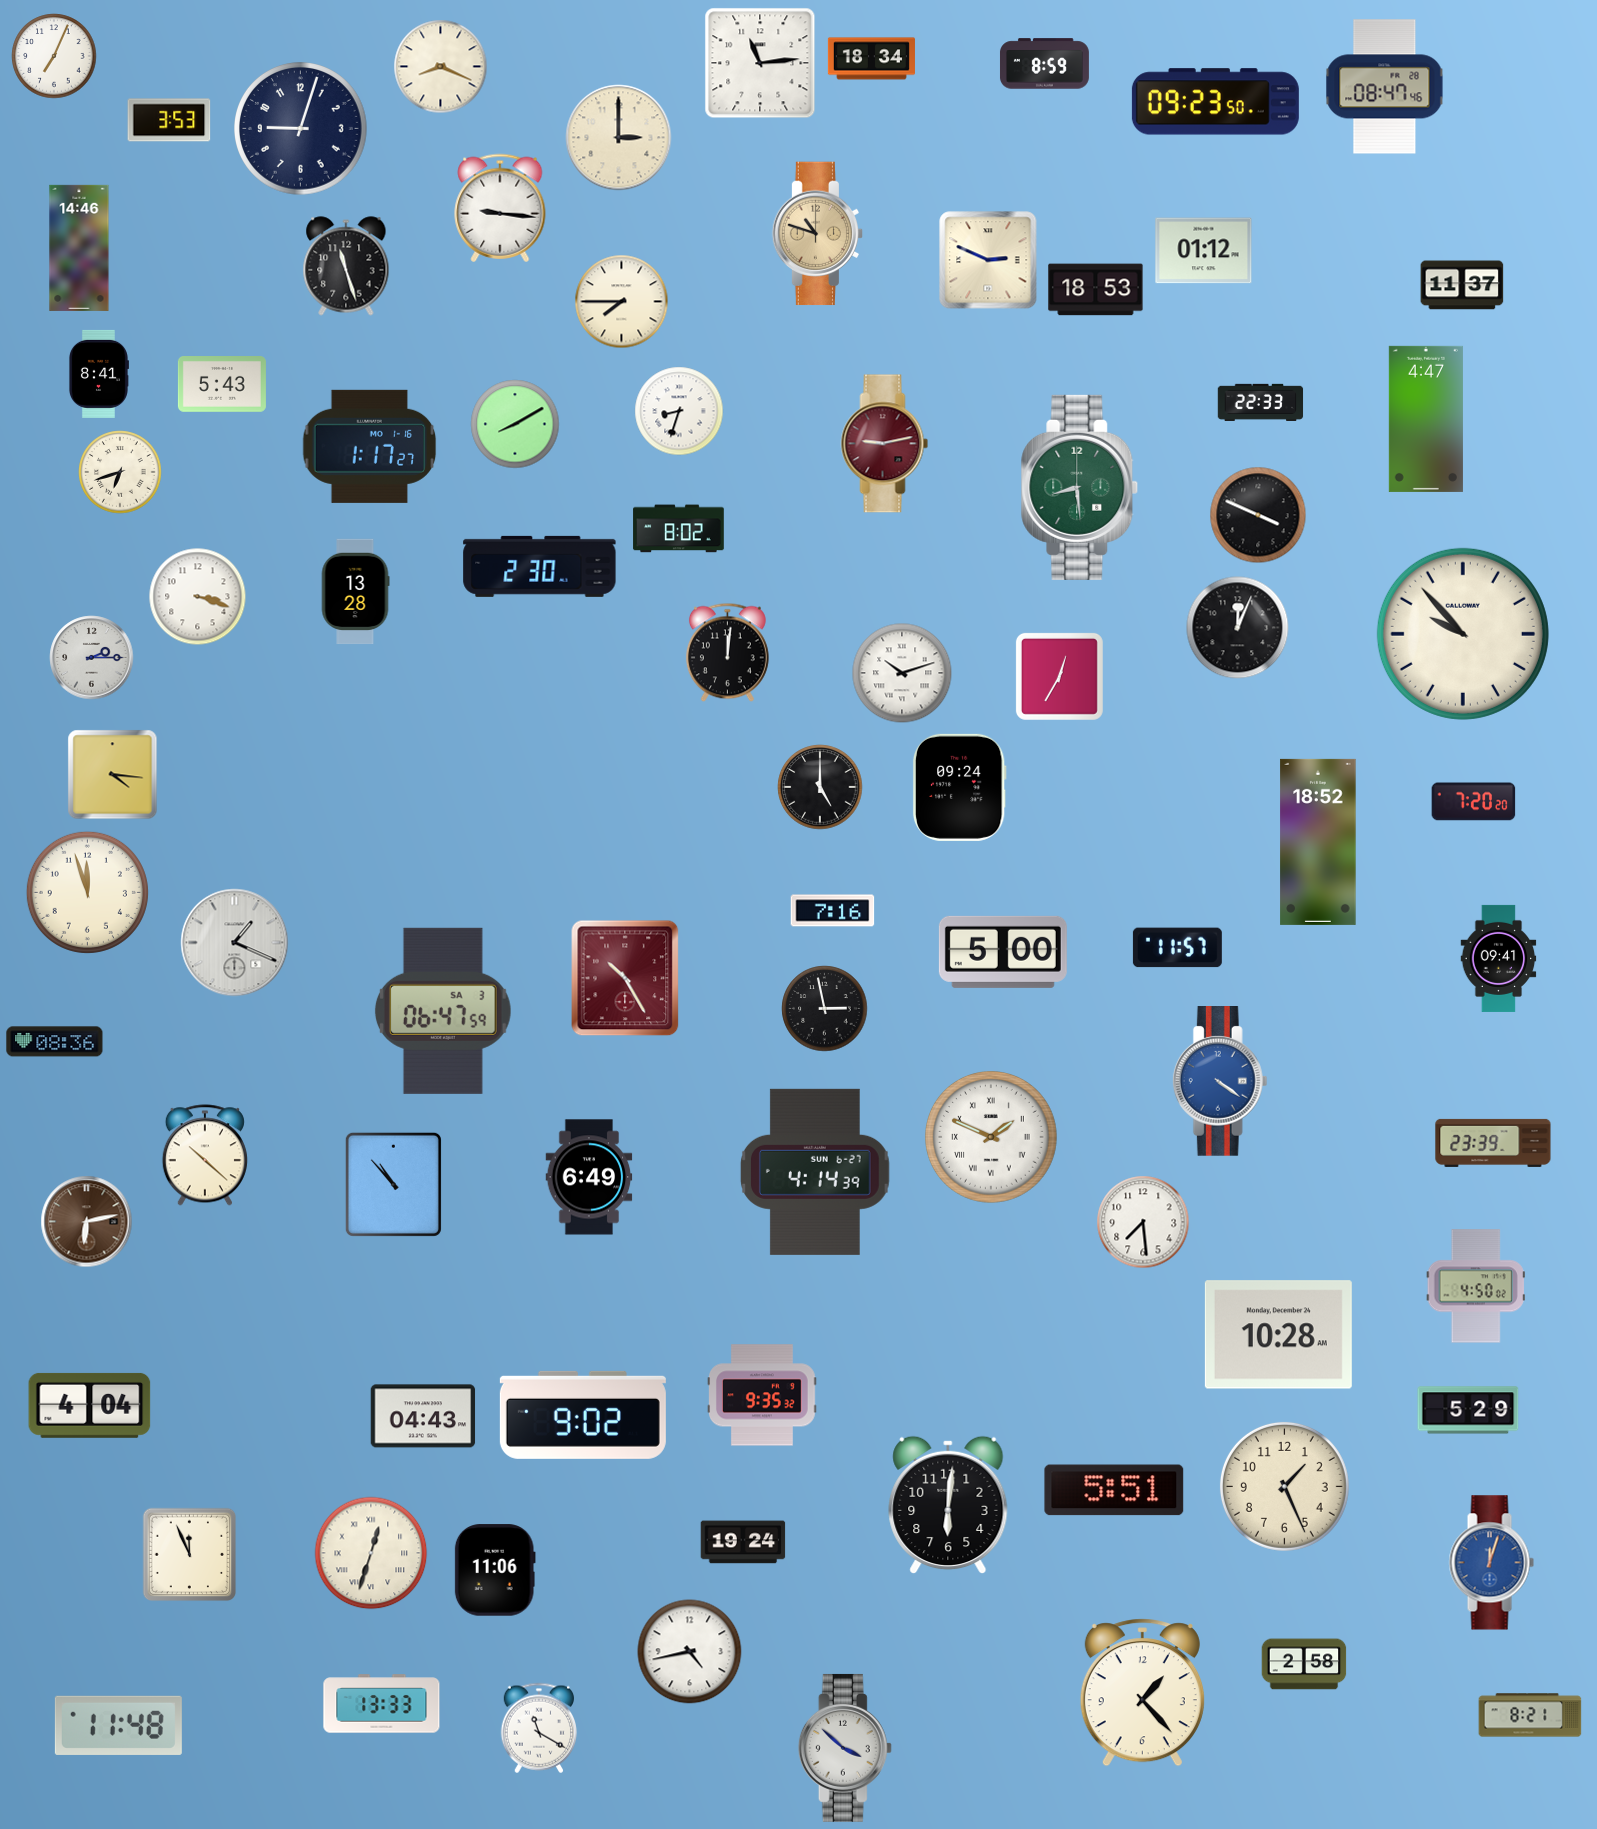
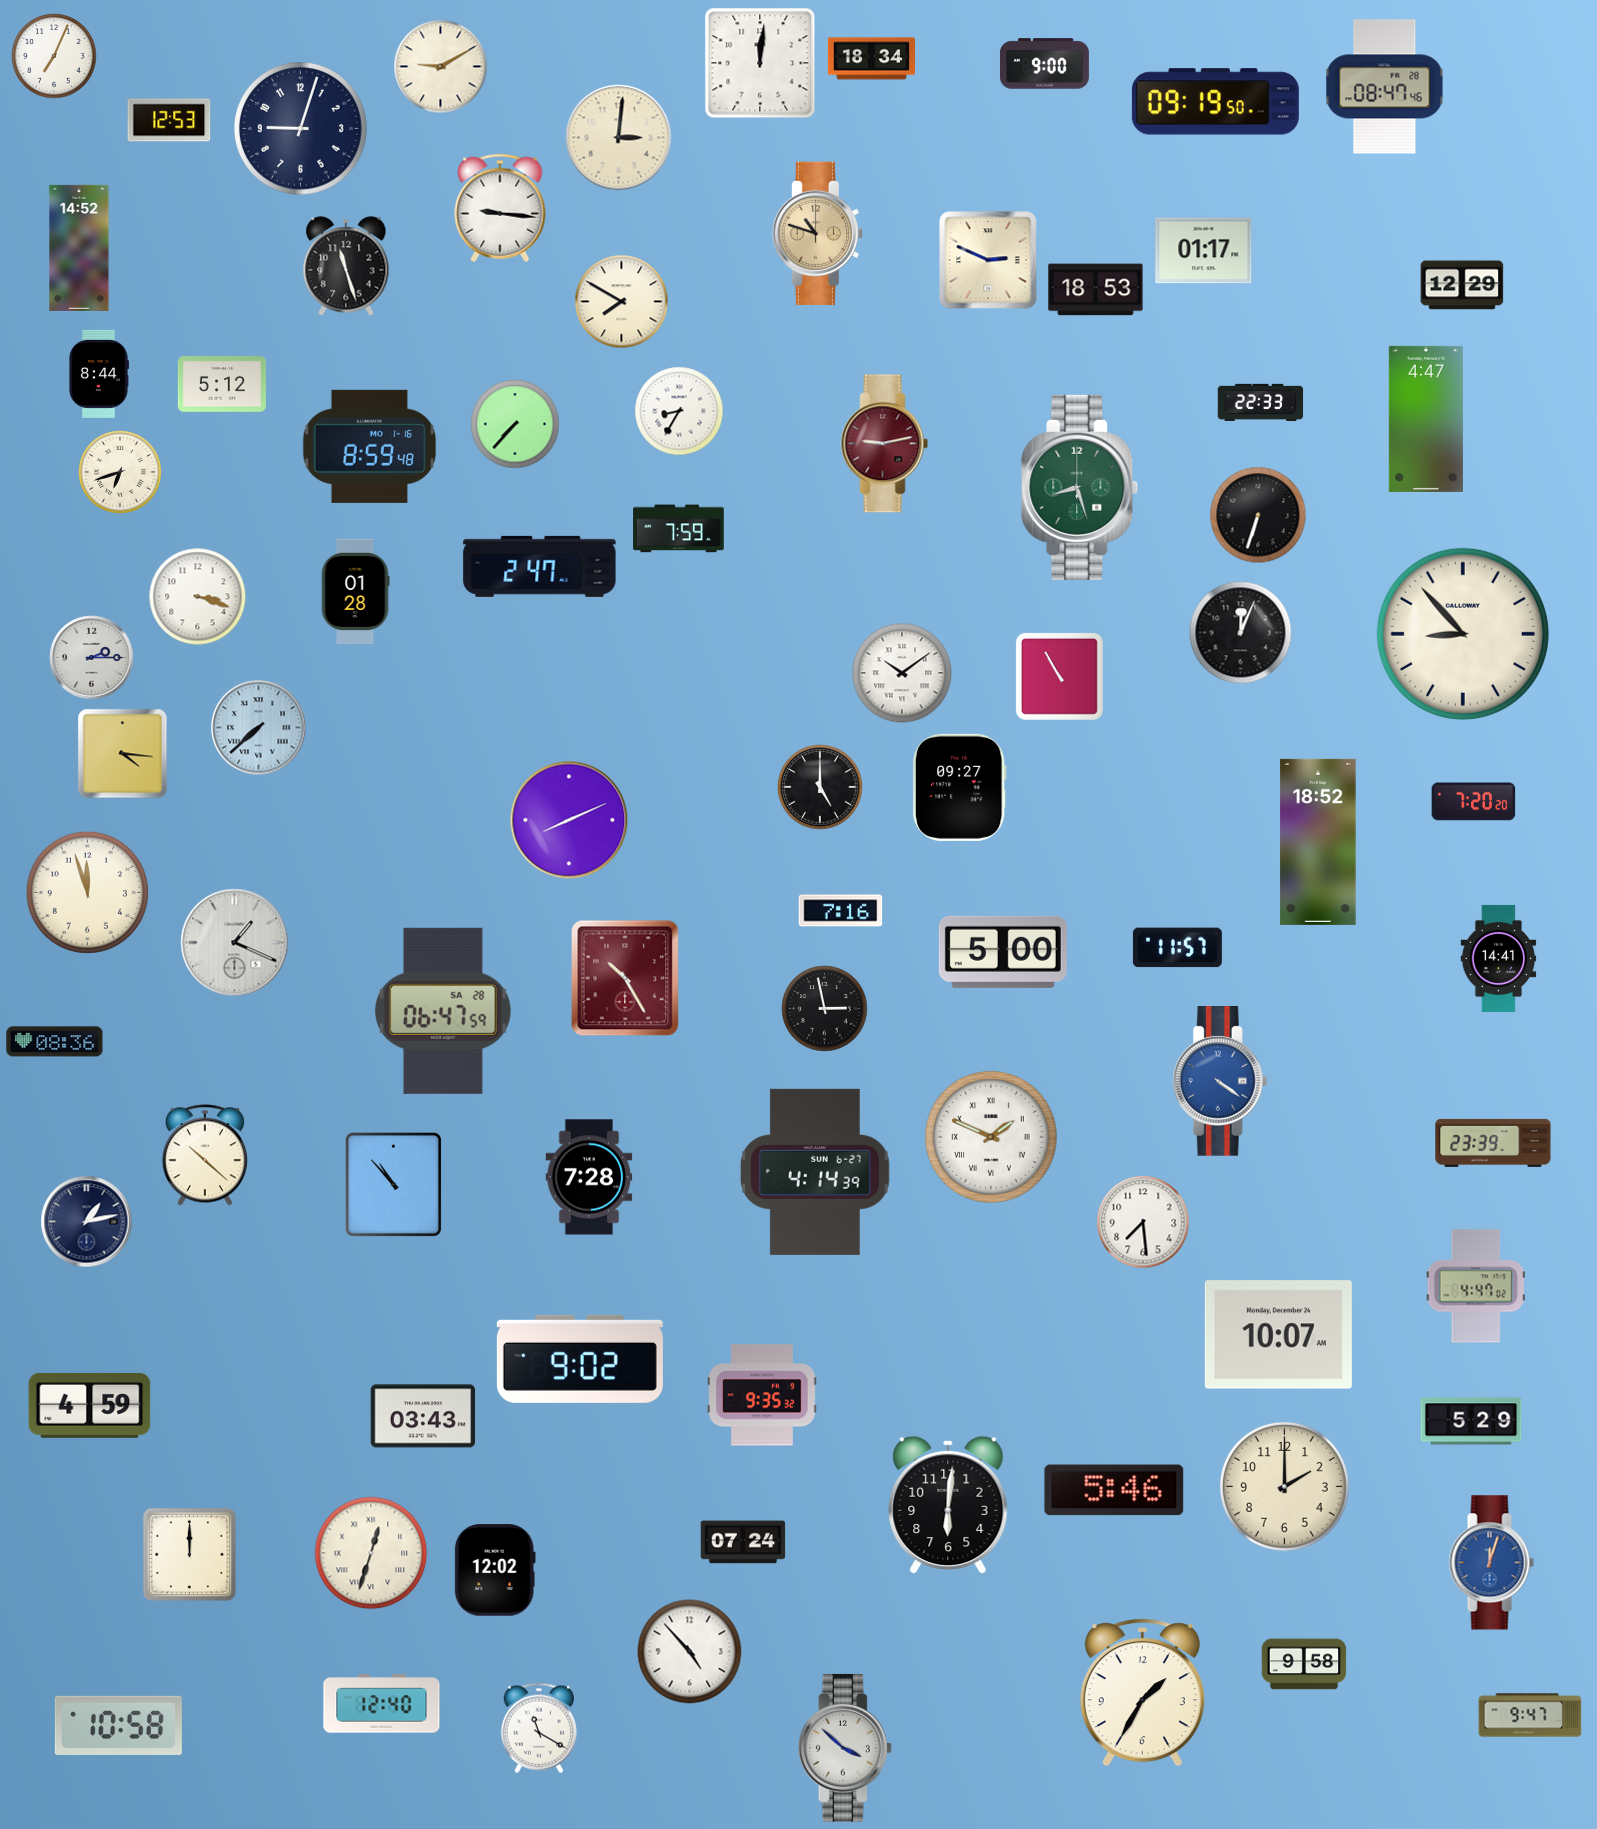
clock at (760, 63): 11:14 -> 12:01
clock at (1044, 64): 8:59 -> 9:00
clock at (441, 67): 8:19 -> 9:10
clock at (1215, 102): 09:23 -> 09:19
clock at (169, 120): 3:53 -> 12:53
clock at (619, 138): 3:00 -> 3:01
clock at (79, 248): 14:46 -> 14:52
clock at (1204, 251): 01:12 -> 01:17
clock at (1462, 285): 11:37 -> 12:29
clock at (622, 302): 7:45 -> 7:50
clock at (98, 374): 8:41 -> 8:44
clock at (222, 385): 5:43 -> 5:12
clock at (679, 411): 8:33 -> 8:35
clock at (515, 424): 8:10 -> 7:37
clock at (370, 446): 1:17 -> 8:59
clock at (1080, 487): 8:29 -> 8:27
clock at (1258, 515): 3:49 -> 6:33
clock at (679, 529): 8:02 -> 7:59
clock at (540, 566): 2:30 -> 2:47
clock at (355, 592): 13:28 -> 01:28
clock at (1238, 628) position: (1238, 628) -> (1241, 633)
clock at (1463, 634): 9:53 -> 8:53
clock at (727, 653): 12:01 -> none
clock at (902, 673): 10:12 -> 10:09
clock at (1059, 676): 12:35 -> 10:55
clock at (259, 728): none -> 7:38
clock at (113, 775) position: (113, 775) -> (123, 754)
clock at (959, 787): 09:24 -> 09:27
clock at (569, 820): none -> 8:11
clock at (833, 911) position: (833, 911) -> (841, 911)
clock at (1499, 958): 09:41 -> 14:41
clock at (443, 1011) date: SA 3 -> SA 28
clock at (589, 1177): 6:49 -> 7:28
clock at (87, 1222): 6:13 -> 1:13
clock at (87, 1222) dial: brown -> navy
clock at (1476, 1286): 4:50 -> 4:47
clock at (1278, 1335): 10:28 -> 10:07
clock at (90, 1405): 4:04 -> 4:59
clock at (1468, 1410) position: (1468, 1410) -> (1471, 1421)
clock at (583, 1415) position: (583, 1415) -> (580, 1359)
clock at (423, 1416): 04:43 -> 03:43
clock at (1284, 1486): 1:26 -> 2:00
clock at (1114, 1490): 5:51 -> 5:46
clock at (743, 1542): 19:24 -> 07:24
clock at (190, 1555): 11:56 -> 12:00
clock at (495, 1570): 11:06 -> 12:02
clock at (690, 1652): 4:43 -> 4:53
clock at (1304, 1664): 2:58 -> 9:58
clock at (1142, 1693): 1:23 -> 1:35
clock at (382, 1704): 13:33 -> 12:40
clock at (1530, 1715): 8:21 -> 9:47
clock at (118, 1725): 11:48 -> 10:58
